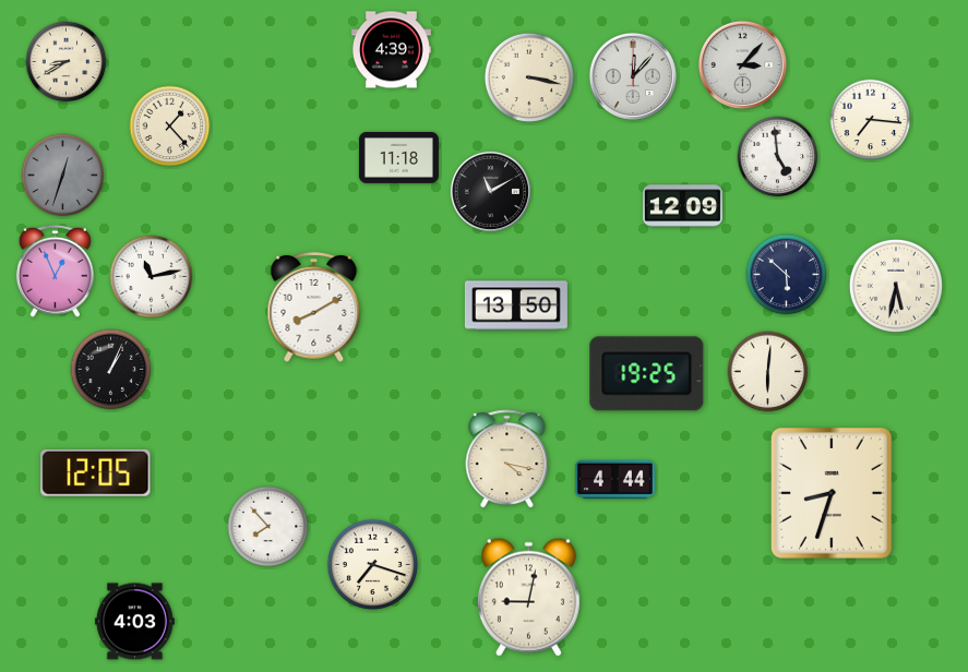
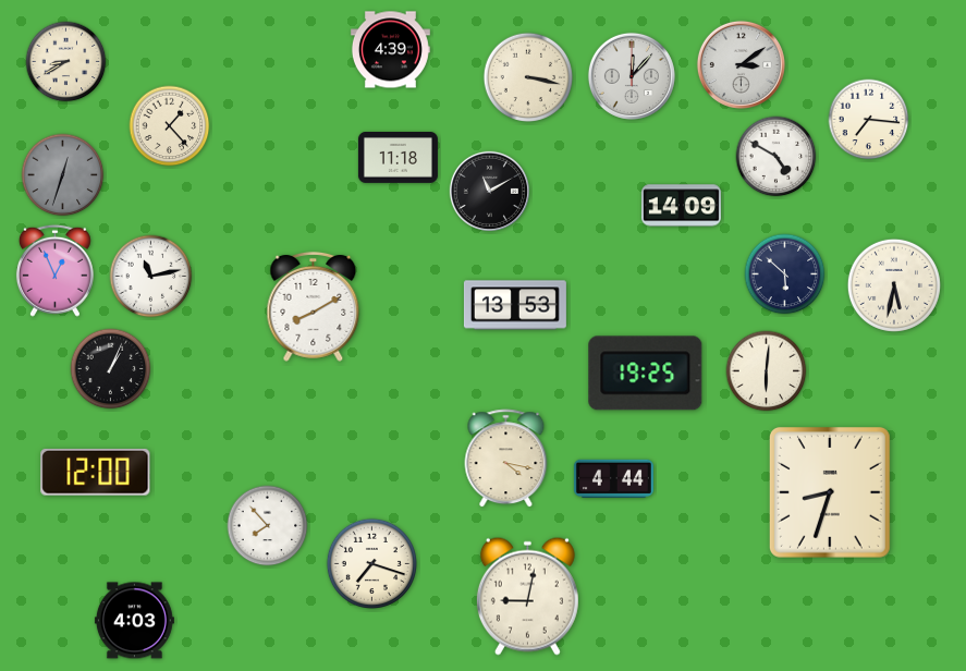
clock at (742, 64): 3:07 -> 3:09
clock at (778, 157): 4:59 -> 4:50
clock at (682, 206): 12:09 -> 14:09
clock at (516, 305): 13:50 -> 13:53
clock at (96, 472): 12:05 -> 12:00
